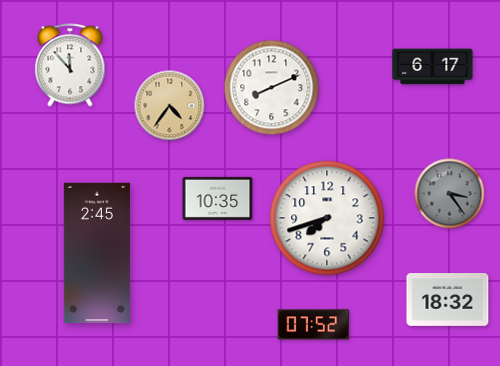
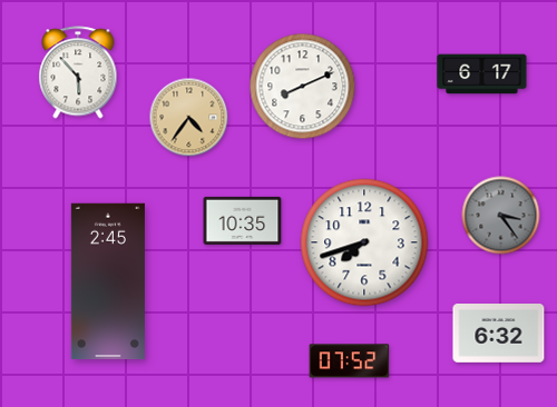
clock at (70, 65): 11:53 -> 5:53
clock at (272, 88) position: (272, 88) -> (303, 87)
clock at (448, 300): 18:32 -> 6:32
